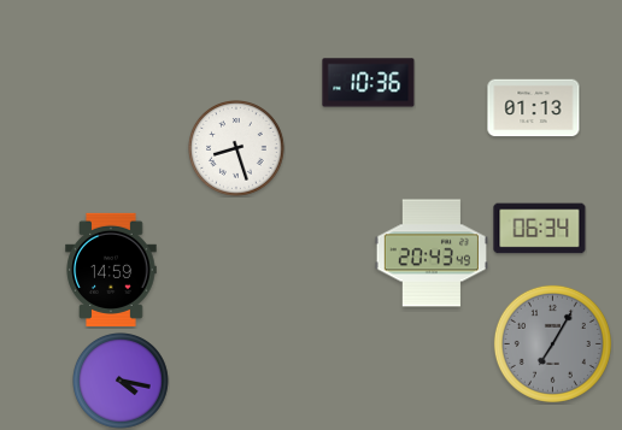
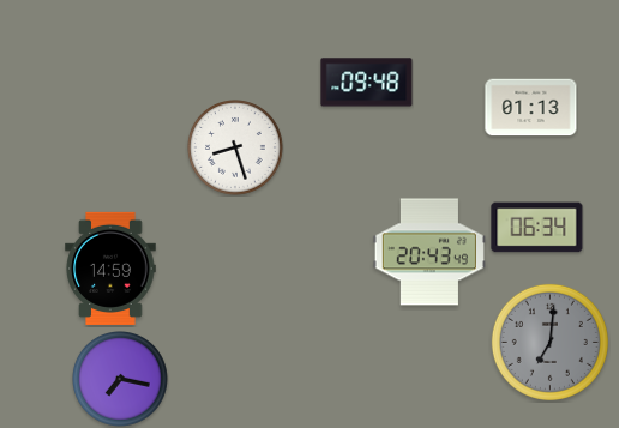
clock at (369, 83): 10:36 -> 09:48
clock at (552, 343): 7:05 -> 7:01
clock at (122, 382): 4:17 -> 7:17
